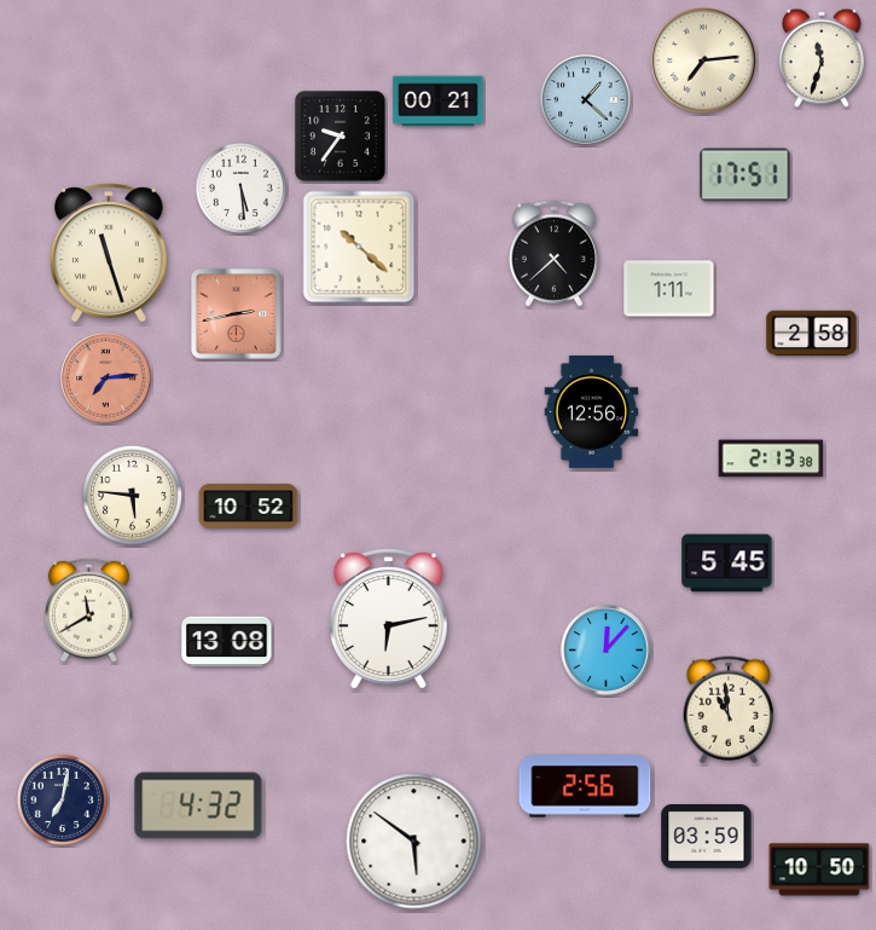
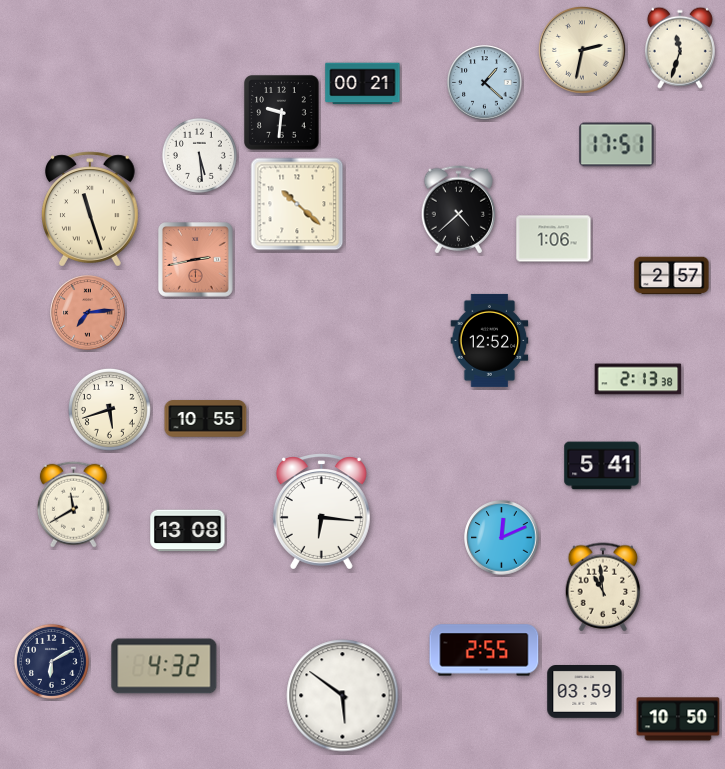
clock at (703, 60): 7:14 -> 2:32
clock at (341, 137): 9:36 -> 9:31
clock at (669, 289): 1:11 -> 1:06
clock at (812, 334): 2:58 -> 2:57
clock at (592, 411): 12:56 -> 12:52
clock at (132, 495): 5:46 -> 5:42
clock at (249, 507): 10:52 -> 10:55
clock at (727, 564): 5:45 -> 5:41
clock at (388, 619): 6:13 -> 6:16
clock at (607, 651): 12:07 -> 12:11
clock at (585, 786): 2:56 -> 2:55
clock at (62, 799): 7:02 -> 6:10
